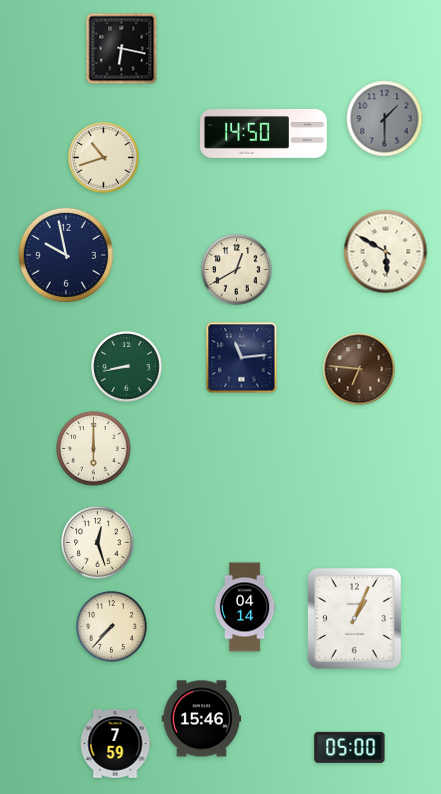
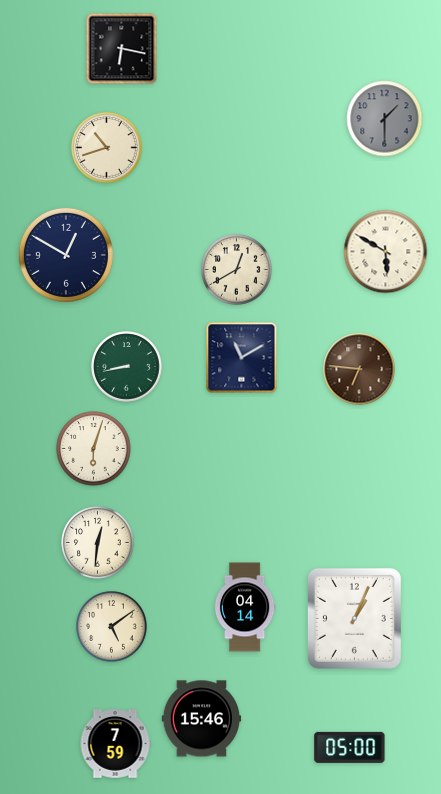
clock at (264, 134): 14:50 -> none
clock at (104, 158) position: (104, 158) -> (107, 148)
clock at (66, 255): 9:58 -> 12:50
clock at (242, 358): 11:14 -> 11:10
clock at (94, 449): 6:00 -> 6:03
clock at (98, 543): 12:27 -> 12:31
clock at (112, 627): 7:37 -> 5:09
